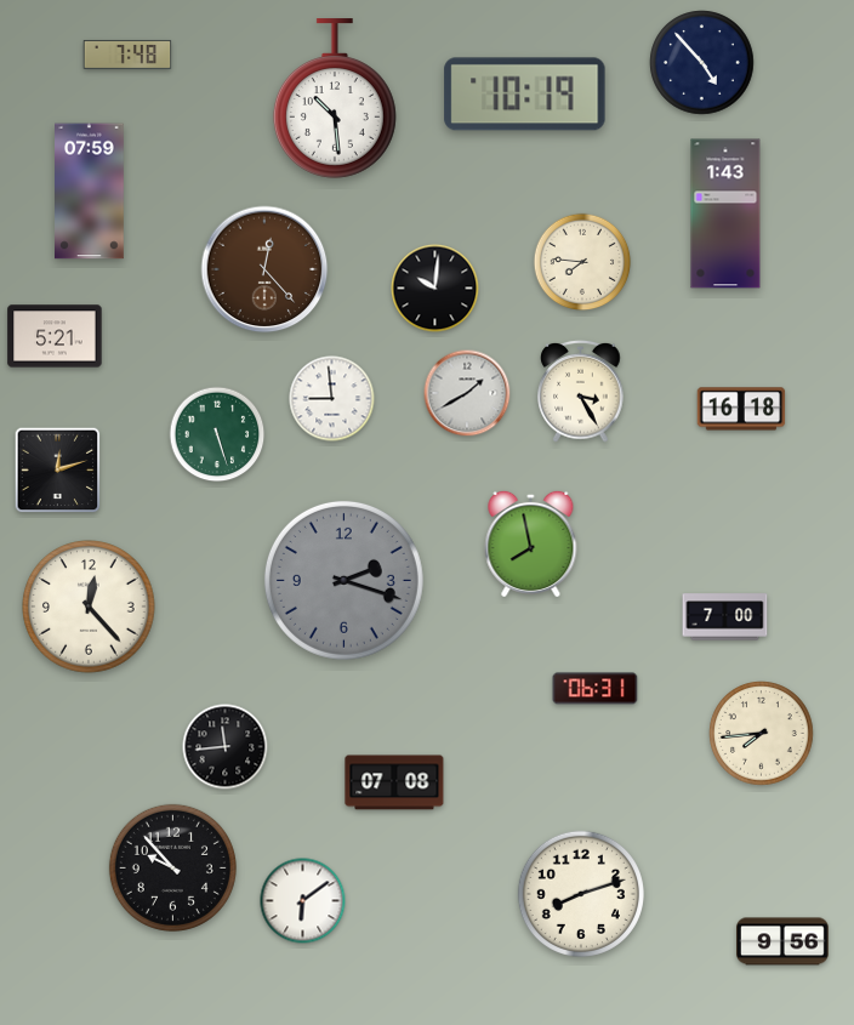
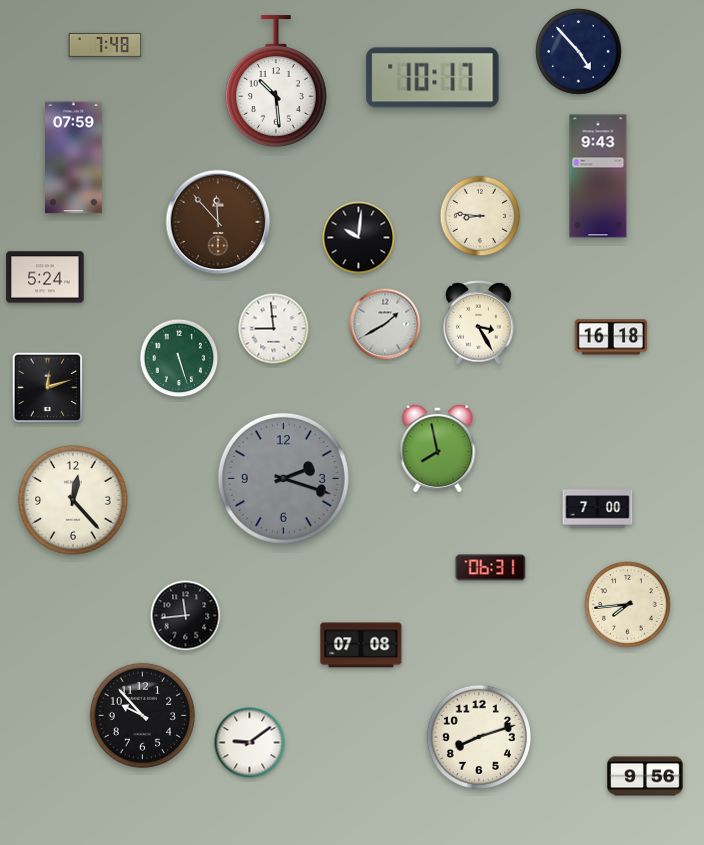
clock at (525, 95): 10:19 -> 10:17
clock at (725, 213): 1:43 -> 9:43
clock at (582, 262): 7:46 -> 8:46
clock at (264, 269): 12:23 -> 11:53
clock at (55, 336): 5:21 -> 5:24
clock at (394, 782) position: (394, 782) -> (361, 645)
clock at (303, 901): 6:09 -> 9:09
